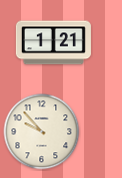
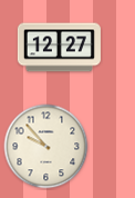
clock at (53, 43): 1:21 -> 12:27
